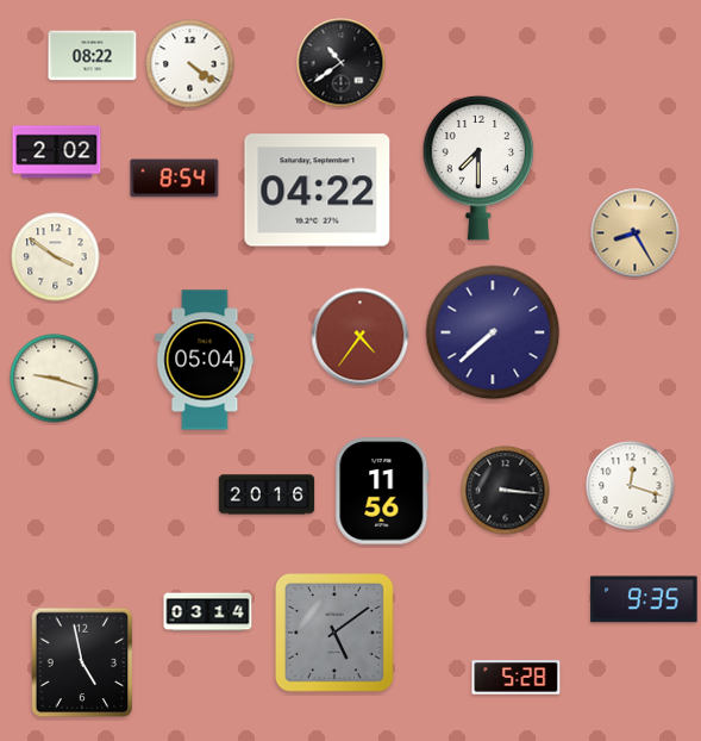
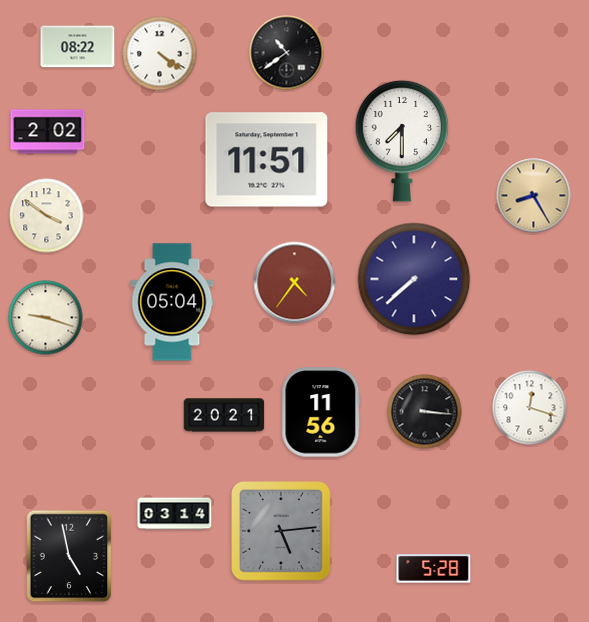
clock at (57, 152) position: (57, 152) -> (48, 132)
clock at (175, 179): 8:54 -> none
clock at (318, 191): 04:22 -> 11:51
clock at (361, 337) position: (361, 337) -> (295, 283)
clock at (267, 494): 20:16 -> 20:21
clock at (644, 599): 9:35 -> none
clock at (336, 634): 5:09 -> 5:14
